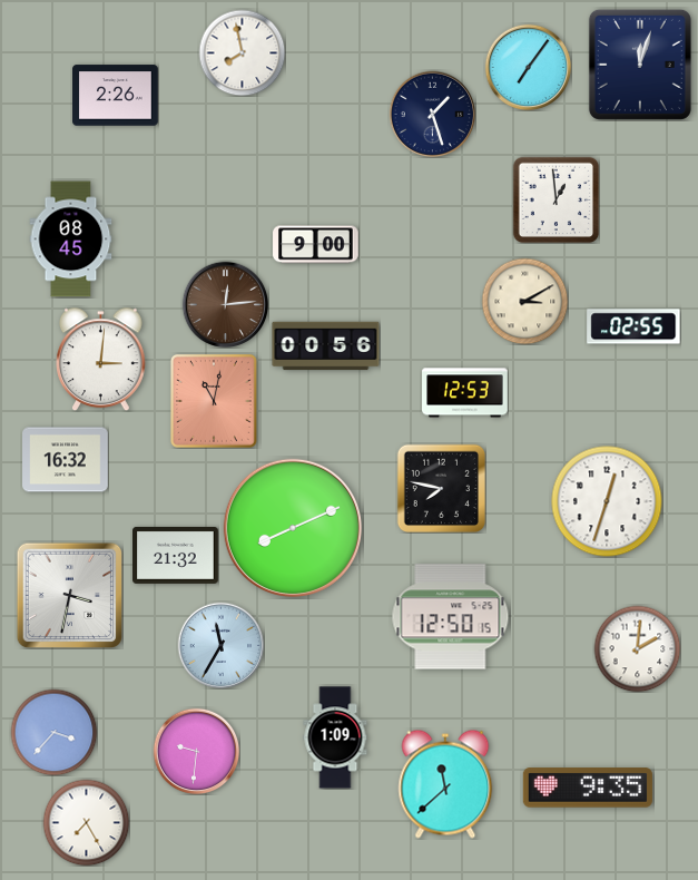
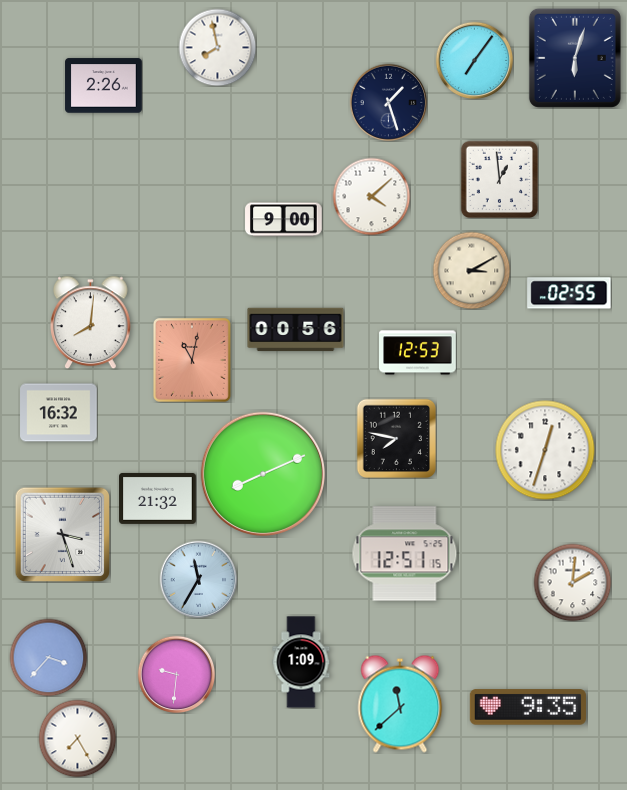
clock at (640, 65): 12:03 -> 6:03
clock at (371, 196): none -> 4:08
clock at (71, 239): 08:45 -> none
clock at (225, 304): 12:14 -> none
clock at (326, 346) position: (326, 346) -> (296, 330)
clock at (101, 359): 3:01 -> 8:01
clock at (69, 595): 3:32 -> 3:27
clock at (451, 617): 12:50 -> 12:51
